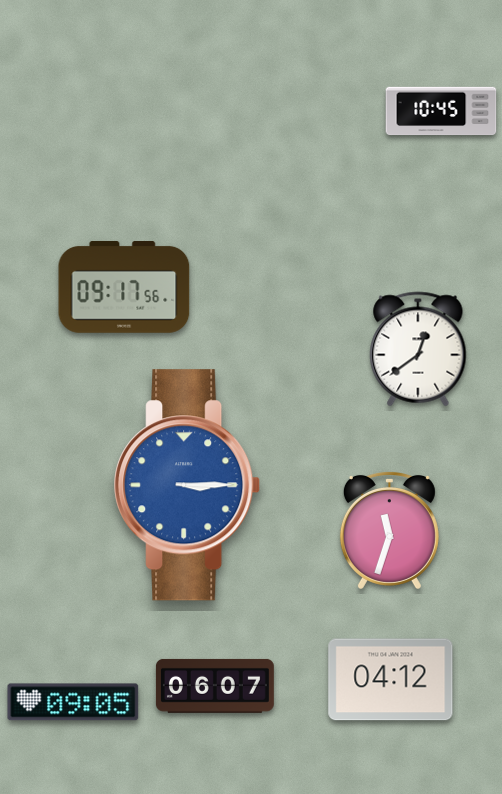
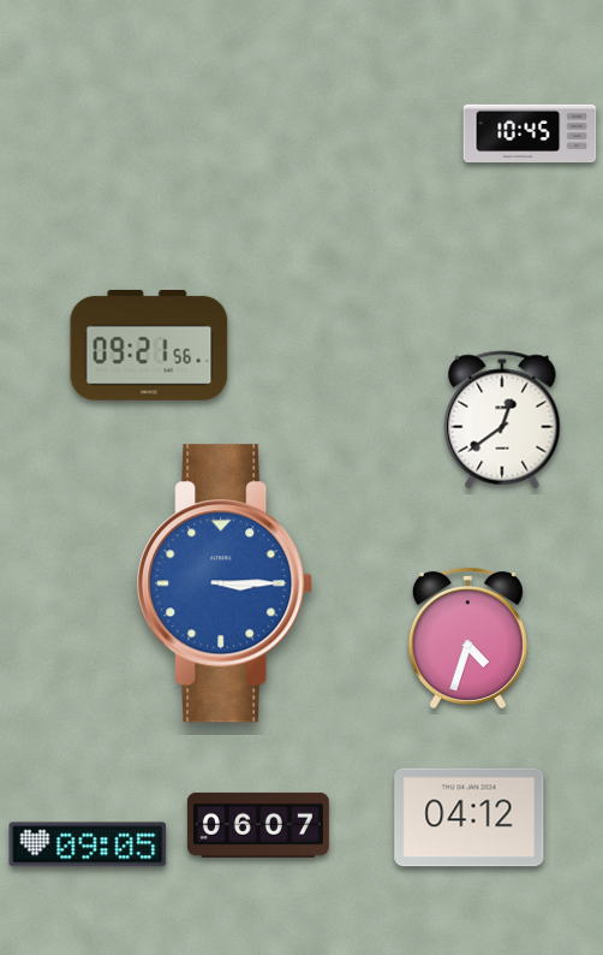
clock at (124, 288): 09:17 -> 09:21
clock at (389, 530): 11:33 -> 4:33
